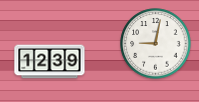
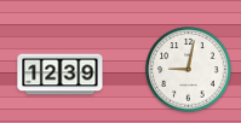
clock at (156, 44) position: (156, 44) -> (189, 70)
